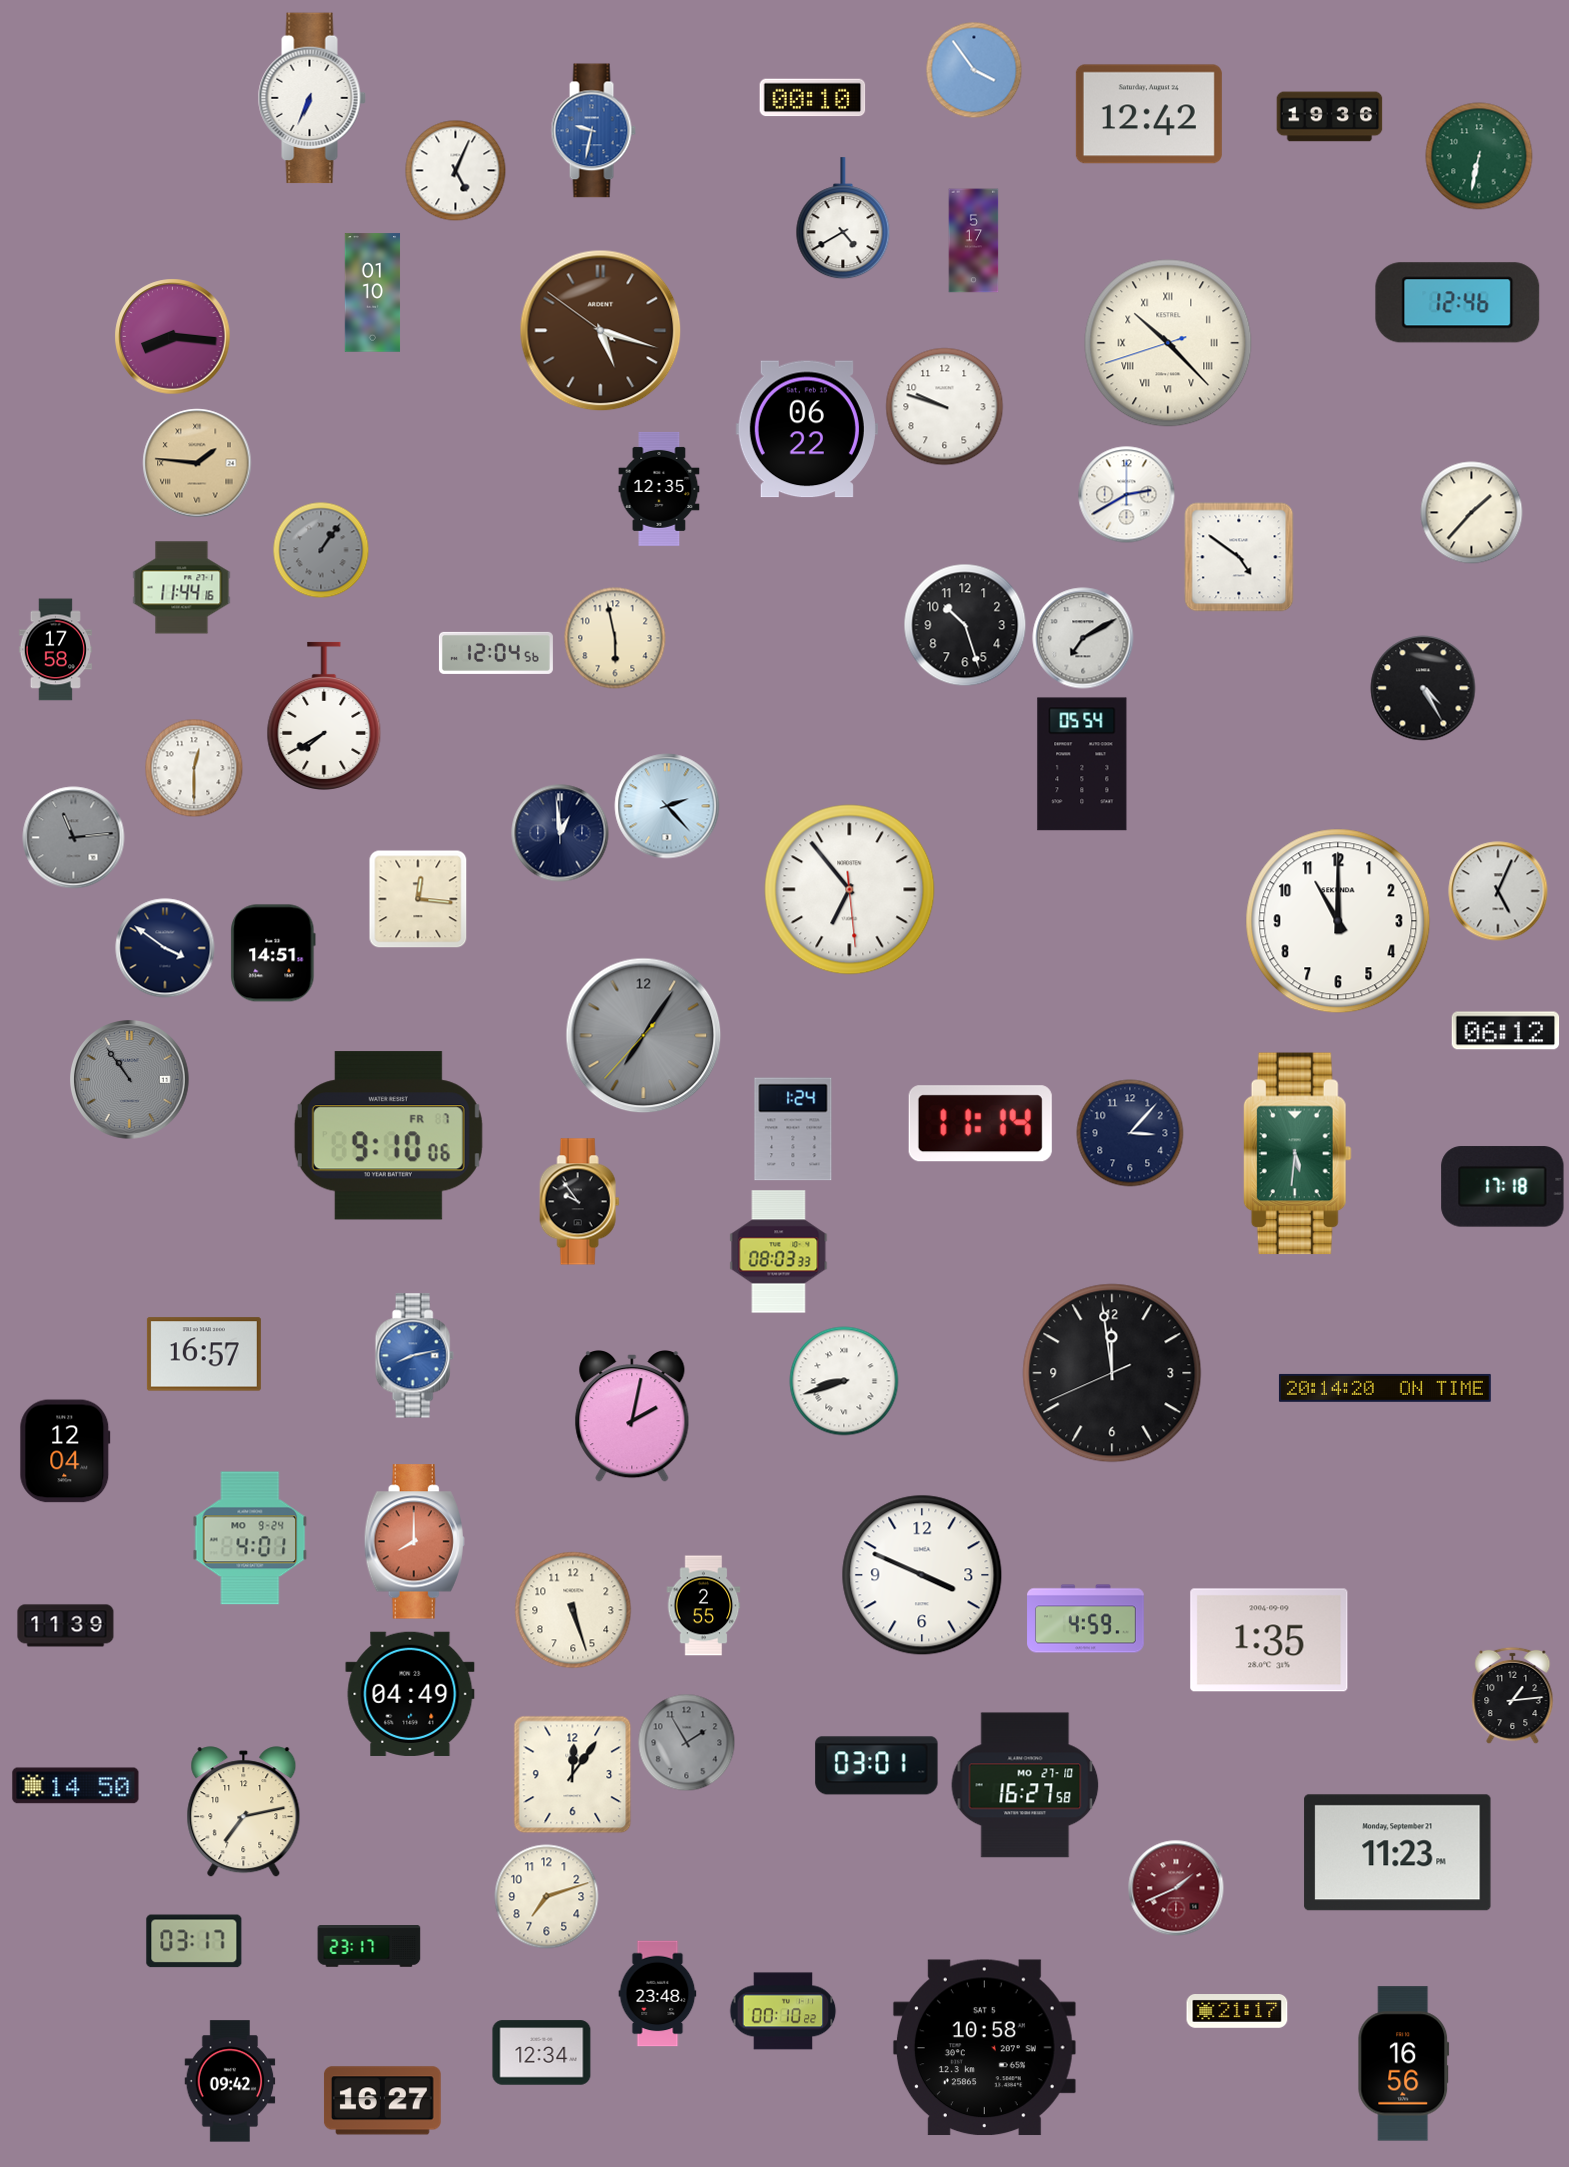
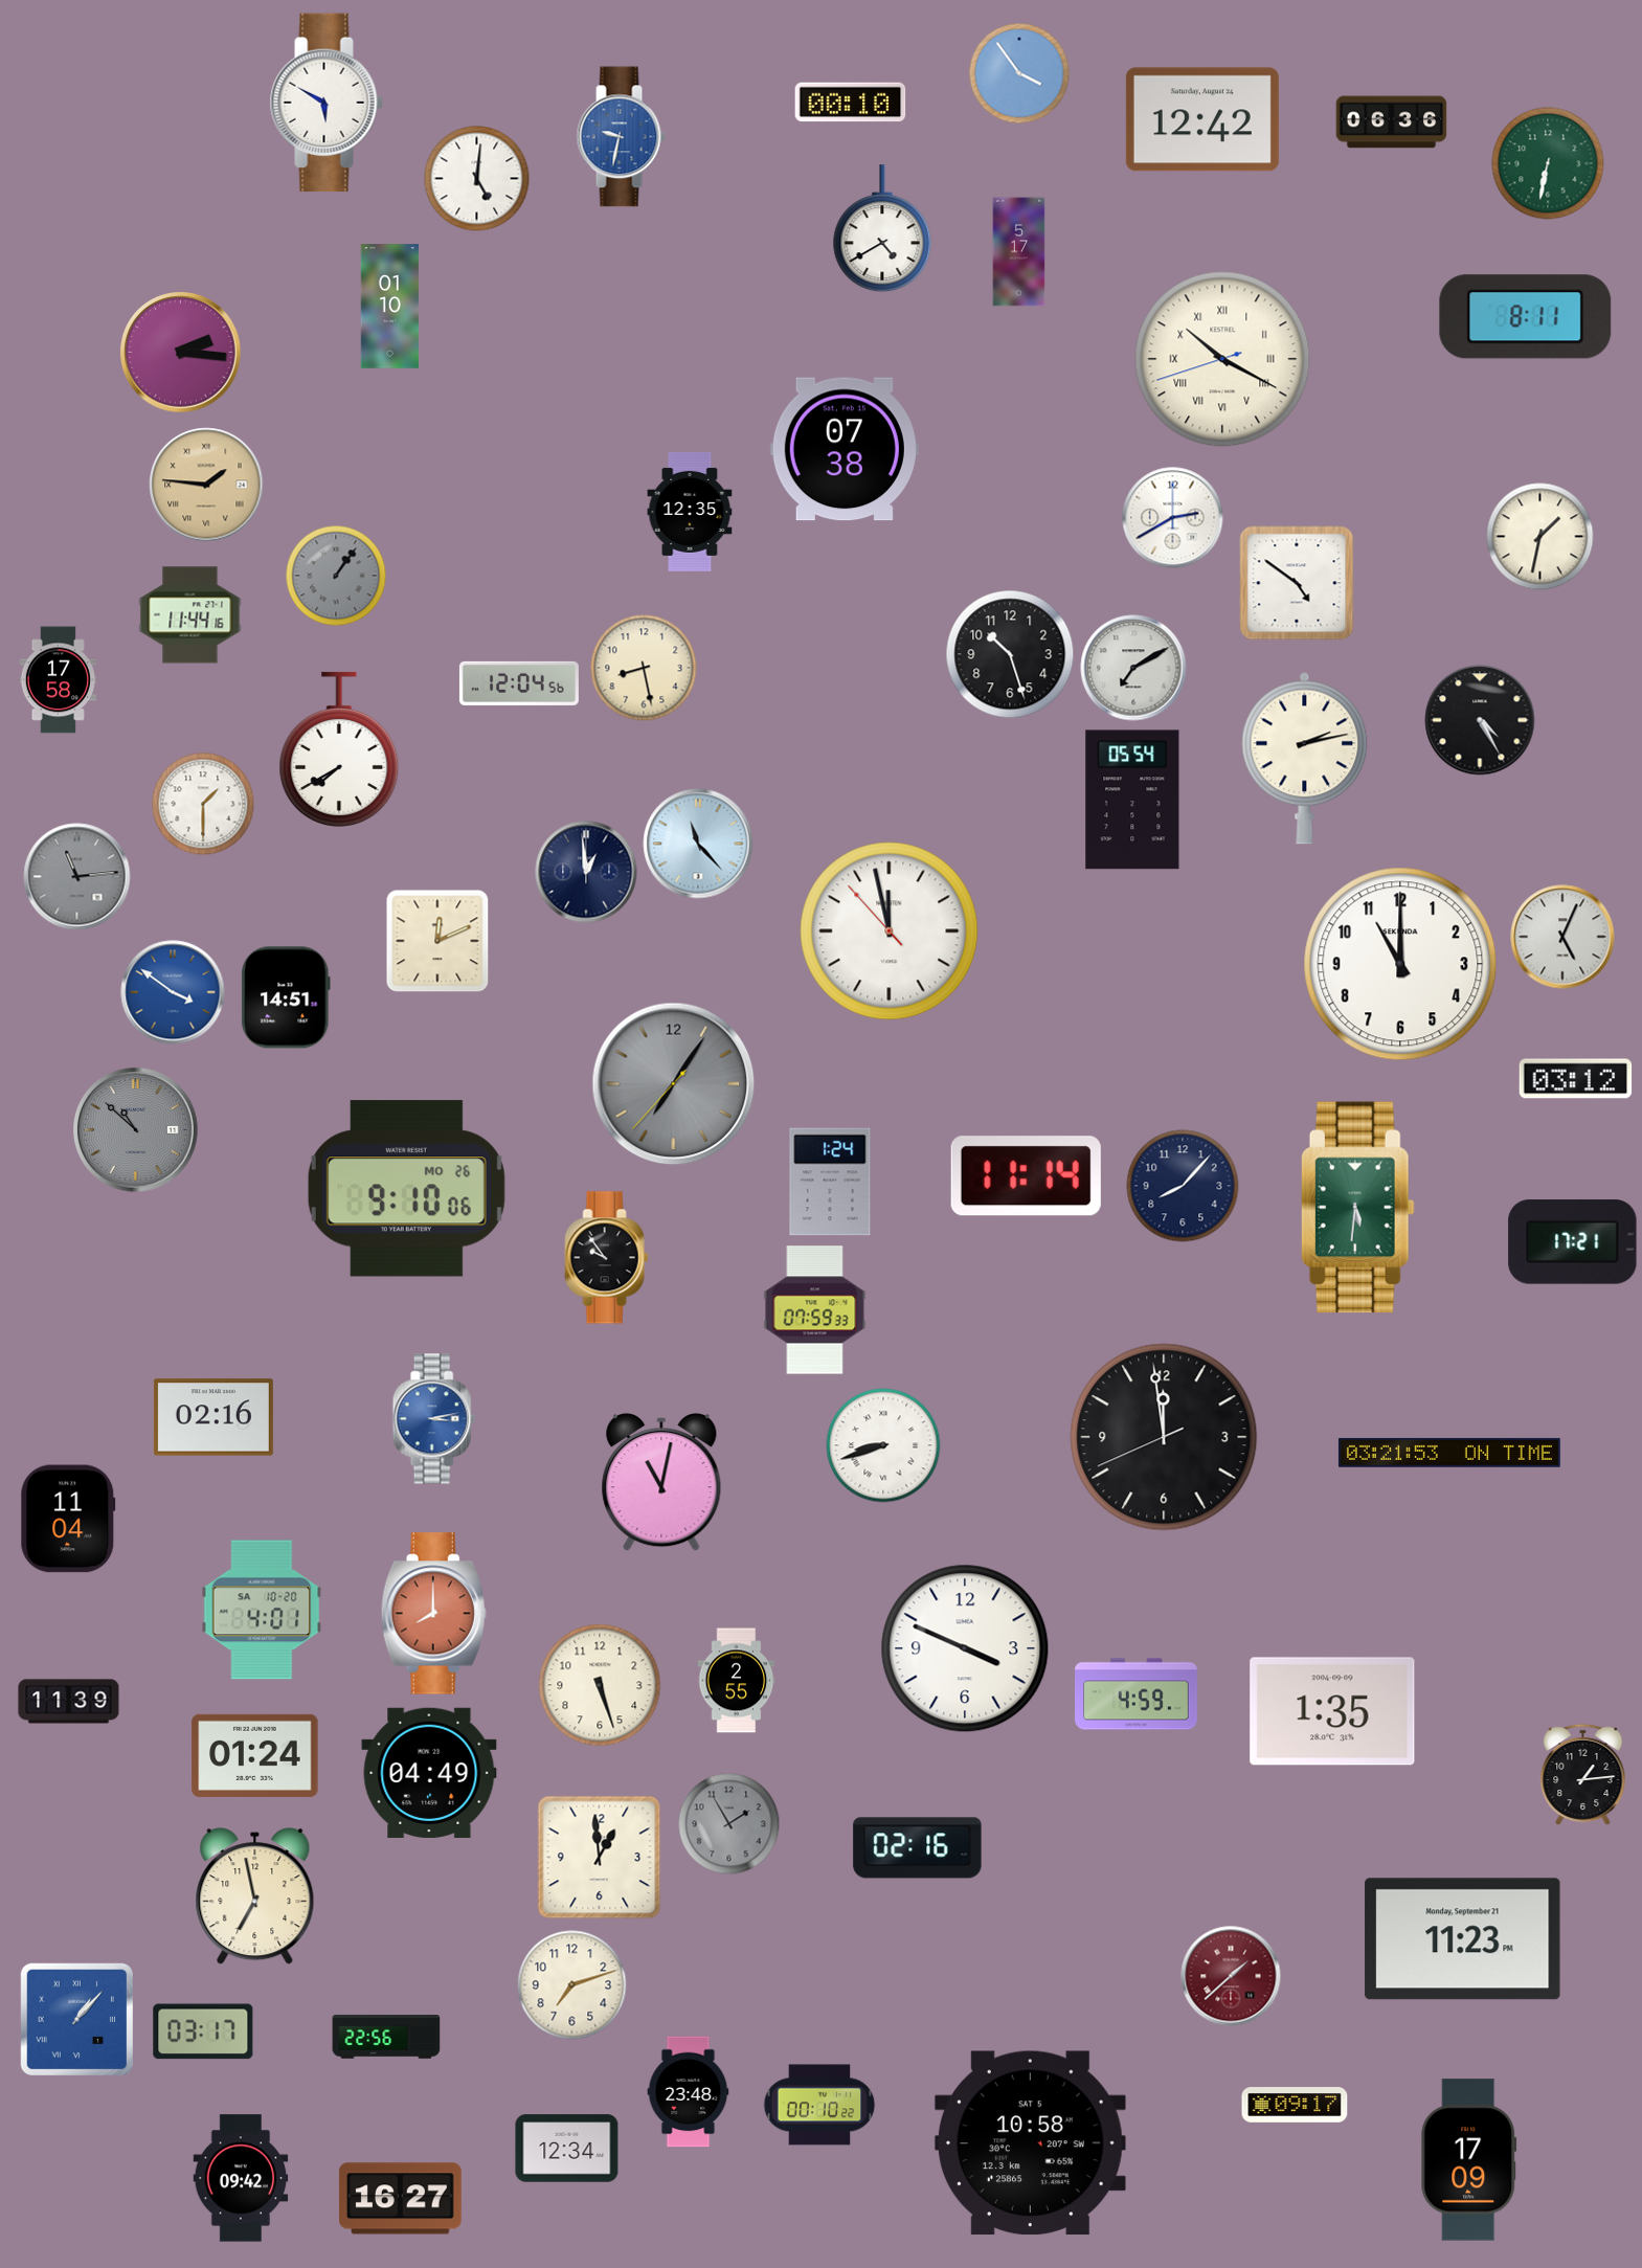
clock at (312, 98): 6:34 -> 5:50
clock at (1330, 117): 19:36 -> 06:36
clock at (456, 171): 5:04 -> 5:01
clock at (1458, 303): 12:46 -> 8:11
clock at (601, 331): 5:17 -> none
clock at (173, 337): 8:16 -> 2:16
clock at (1168, 343): 10:22 -> 10:19
clock at (945, 407): 9:48 -> none
clock at (807, 429): 06:22 -> 07:38
clock at (1127, 495) position: (1127, 495) -> (1173, 518)
clock at (1472, 513): 1:37 -> 1:32
clock at (615, 638): 5:58 -> 8:28
clock at (1423, 688) position: (1423, 688) -> (1480, 720)
clock at (1305, 758): none -> 2:13
clock at (194, 768): 12:30 -> 1:30
clock at (667, 806): 2:23 -> 11:23
clock at (850, 890): 6:53 -> 11:57
clock at (1498, 891) position: (1498, 891) -> (1562, 937)
clock at (418, 899): 12:16 -> 12:11
clock at (165, 948) dial: navy -> blue
clock at (1506, 1031): 06:12 -> 03:12
clock at (130, 1080): 10:54 -> 10:52
clock at (1130, 1133): 3:07 -> 8:07
clock at (388, 1136) date: FR 7 -> MO 26
clock at (1503, 1187): 17:18 -> 17:21
clock at (779, 1252): 08:03 -> 07:59
clock at (204, 1354): 16:57 -> 02:16
clock at (414, 1356): 8:13 -> 3:13
clock at (1385, 1388): 20:14 -> 03:21
clock at (632, 1417): 2:02 -> 11:02
clock at (65, 1451): 12:04 -> 11:04
clock at (250, 1538) date: MO 9-24 -> SA 10-20
clock at (1269, 1640) position: (1269, 1640) -> (1332, 1711)
clock at (255, 1755): none -> 01:24
clock at (687, 1743) position: (687, 1743) -> (729, 1824)
clock at (877, 1766): 03:01 -> 02:16
clock at (573, 1775): 12:06 -> 12:59
clock at (1025, 1785): 16:27 -> none
clock at (76, 1786): 14:50 -> none
clock at (244, 1812): 7:13 -> 6:58
clock at (1176, 1888): 1:41 -> 1:38
clock at (76, 2019): none -> 1:07
clock at (369, 1946): 23:17 -> 22:56
clock at (658, 1994) position: (658, 1994) -> (689, 2092)
clock at (1237, 2011): 21:17 -> 09:17
clock at (1404, 2064): 16:56 -> 17:09
